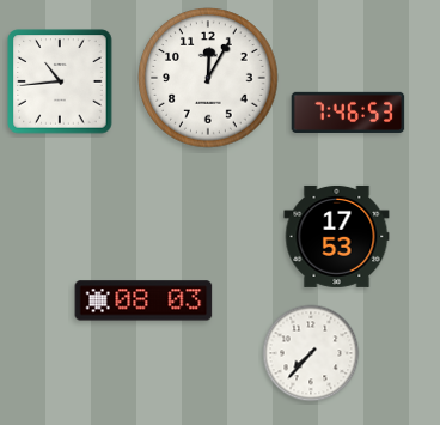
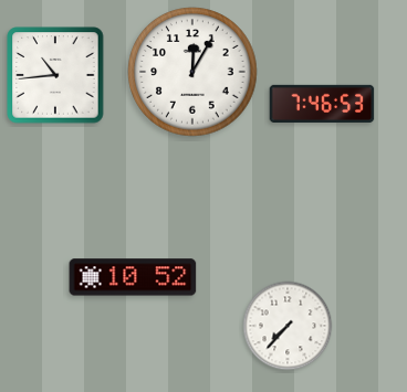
clock at (337, 236): 17:53 -> none
clock at (143, 300): 08:03 -> 10:52
